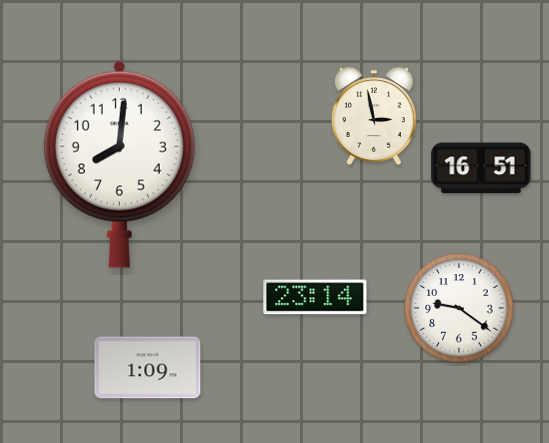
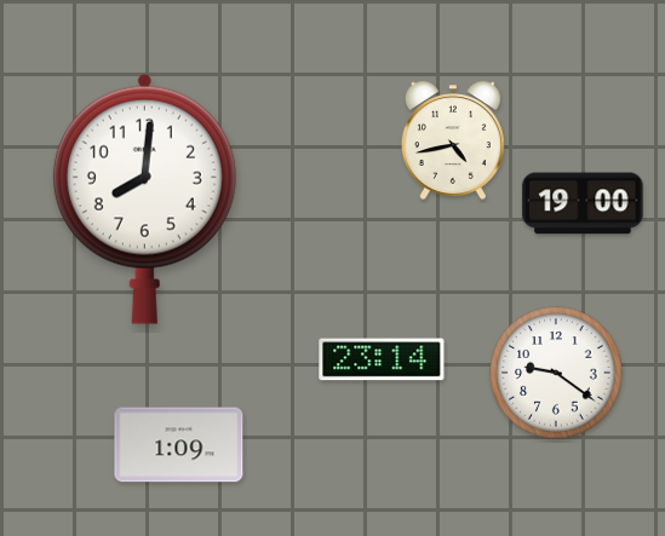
clock at (374, 116): 2:58 -> 4:43
clock at (481, 168): 16:51 -> 19:00
